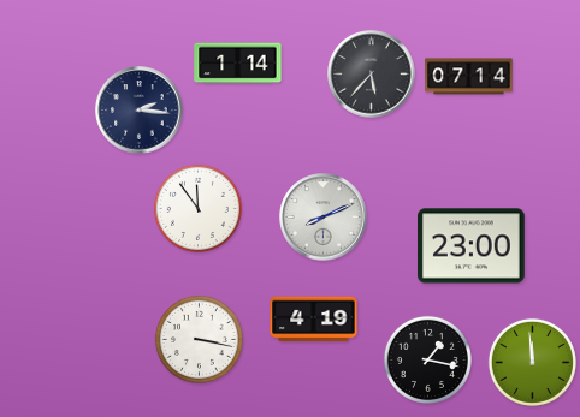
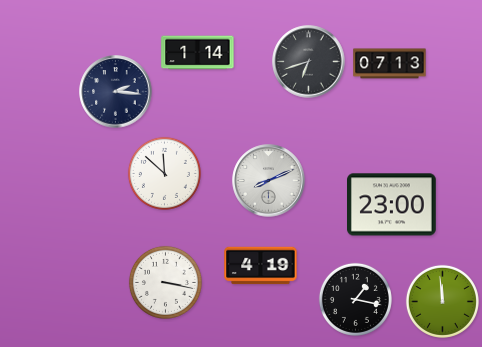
clock at (372, 75): 5:37 -> 6:42
clock at (469, 77): 07:14 -> 07:13
clock at (197, 208): 11:54 -> 11:52
